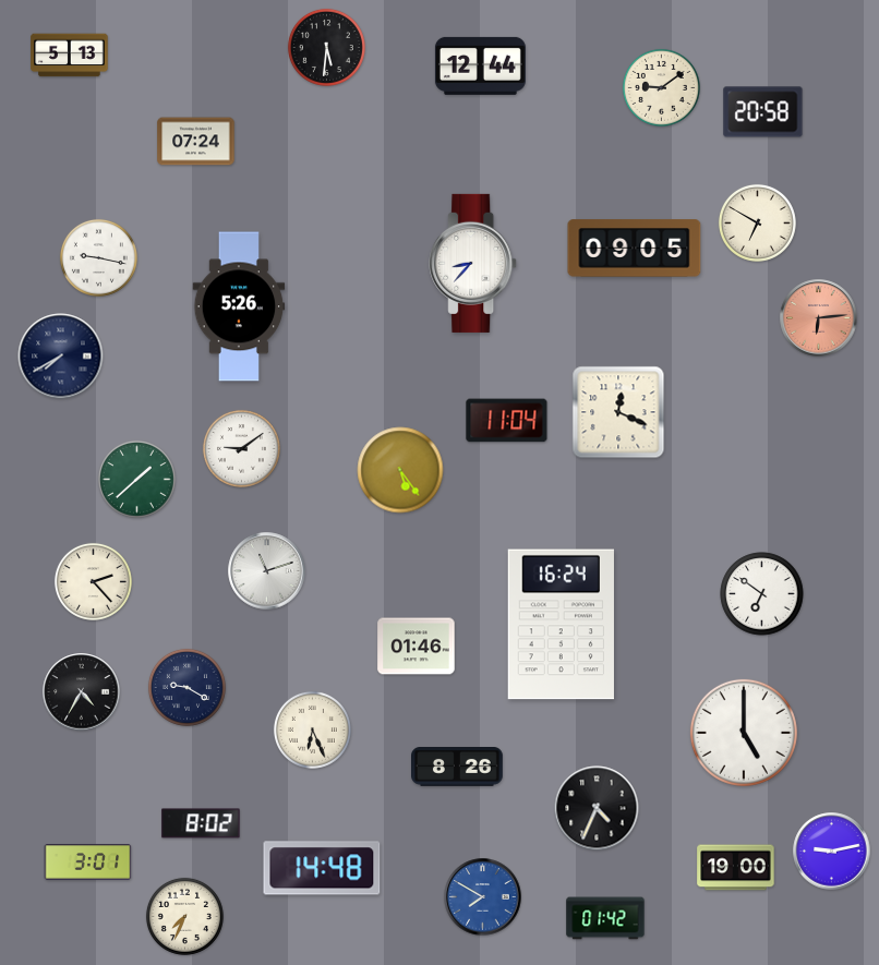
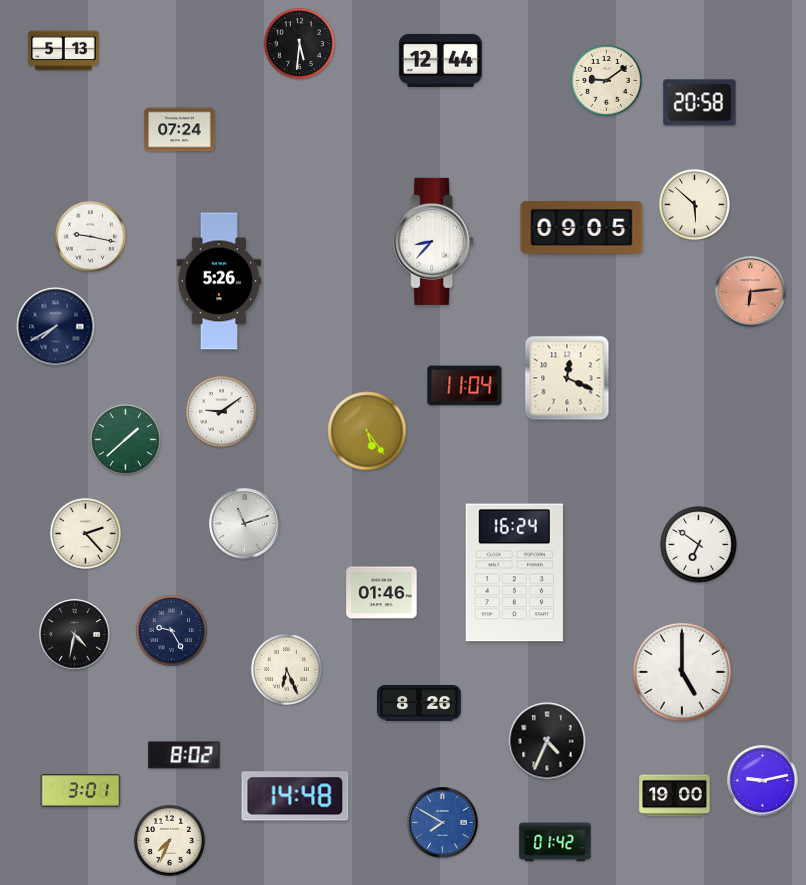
clock at (757, 222): 6:50 -> 5:52
clock at (186, 687): 9:20 -> 9:25
clock at (82, 692): 4:35 -> 4:32
